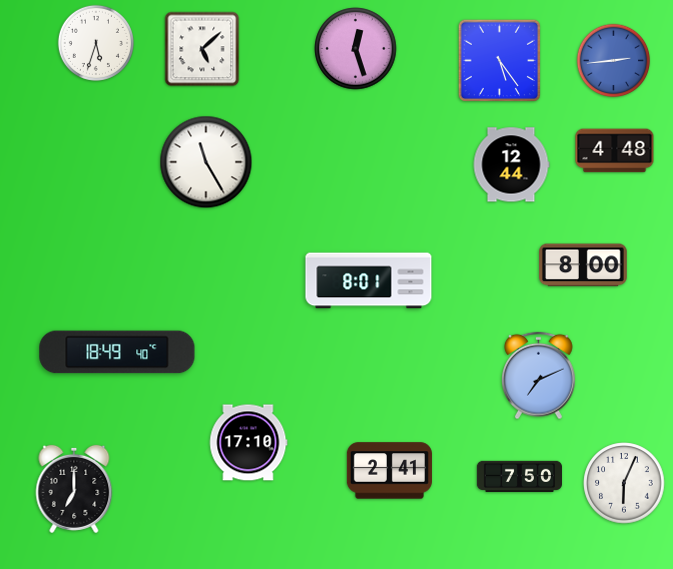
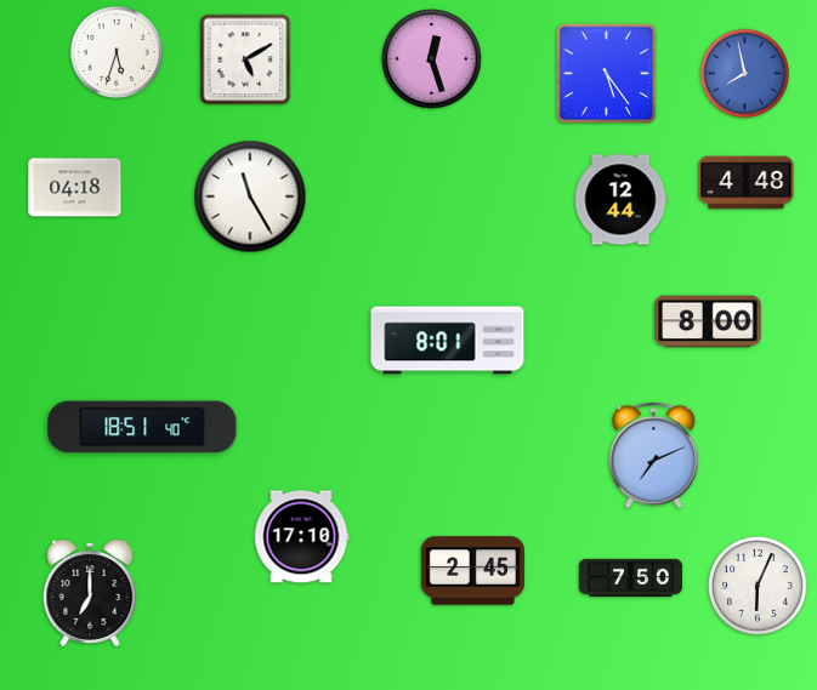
clock at (202, 49): 5:08 -> 5:10
clock at (614, 61): 2:44 -> 7:58
clock at (75, 188): none -> 04:18
clock at (117, 352): 18:49 -> 18:51
clock at (389, 471): 2:41 -> 2:45
